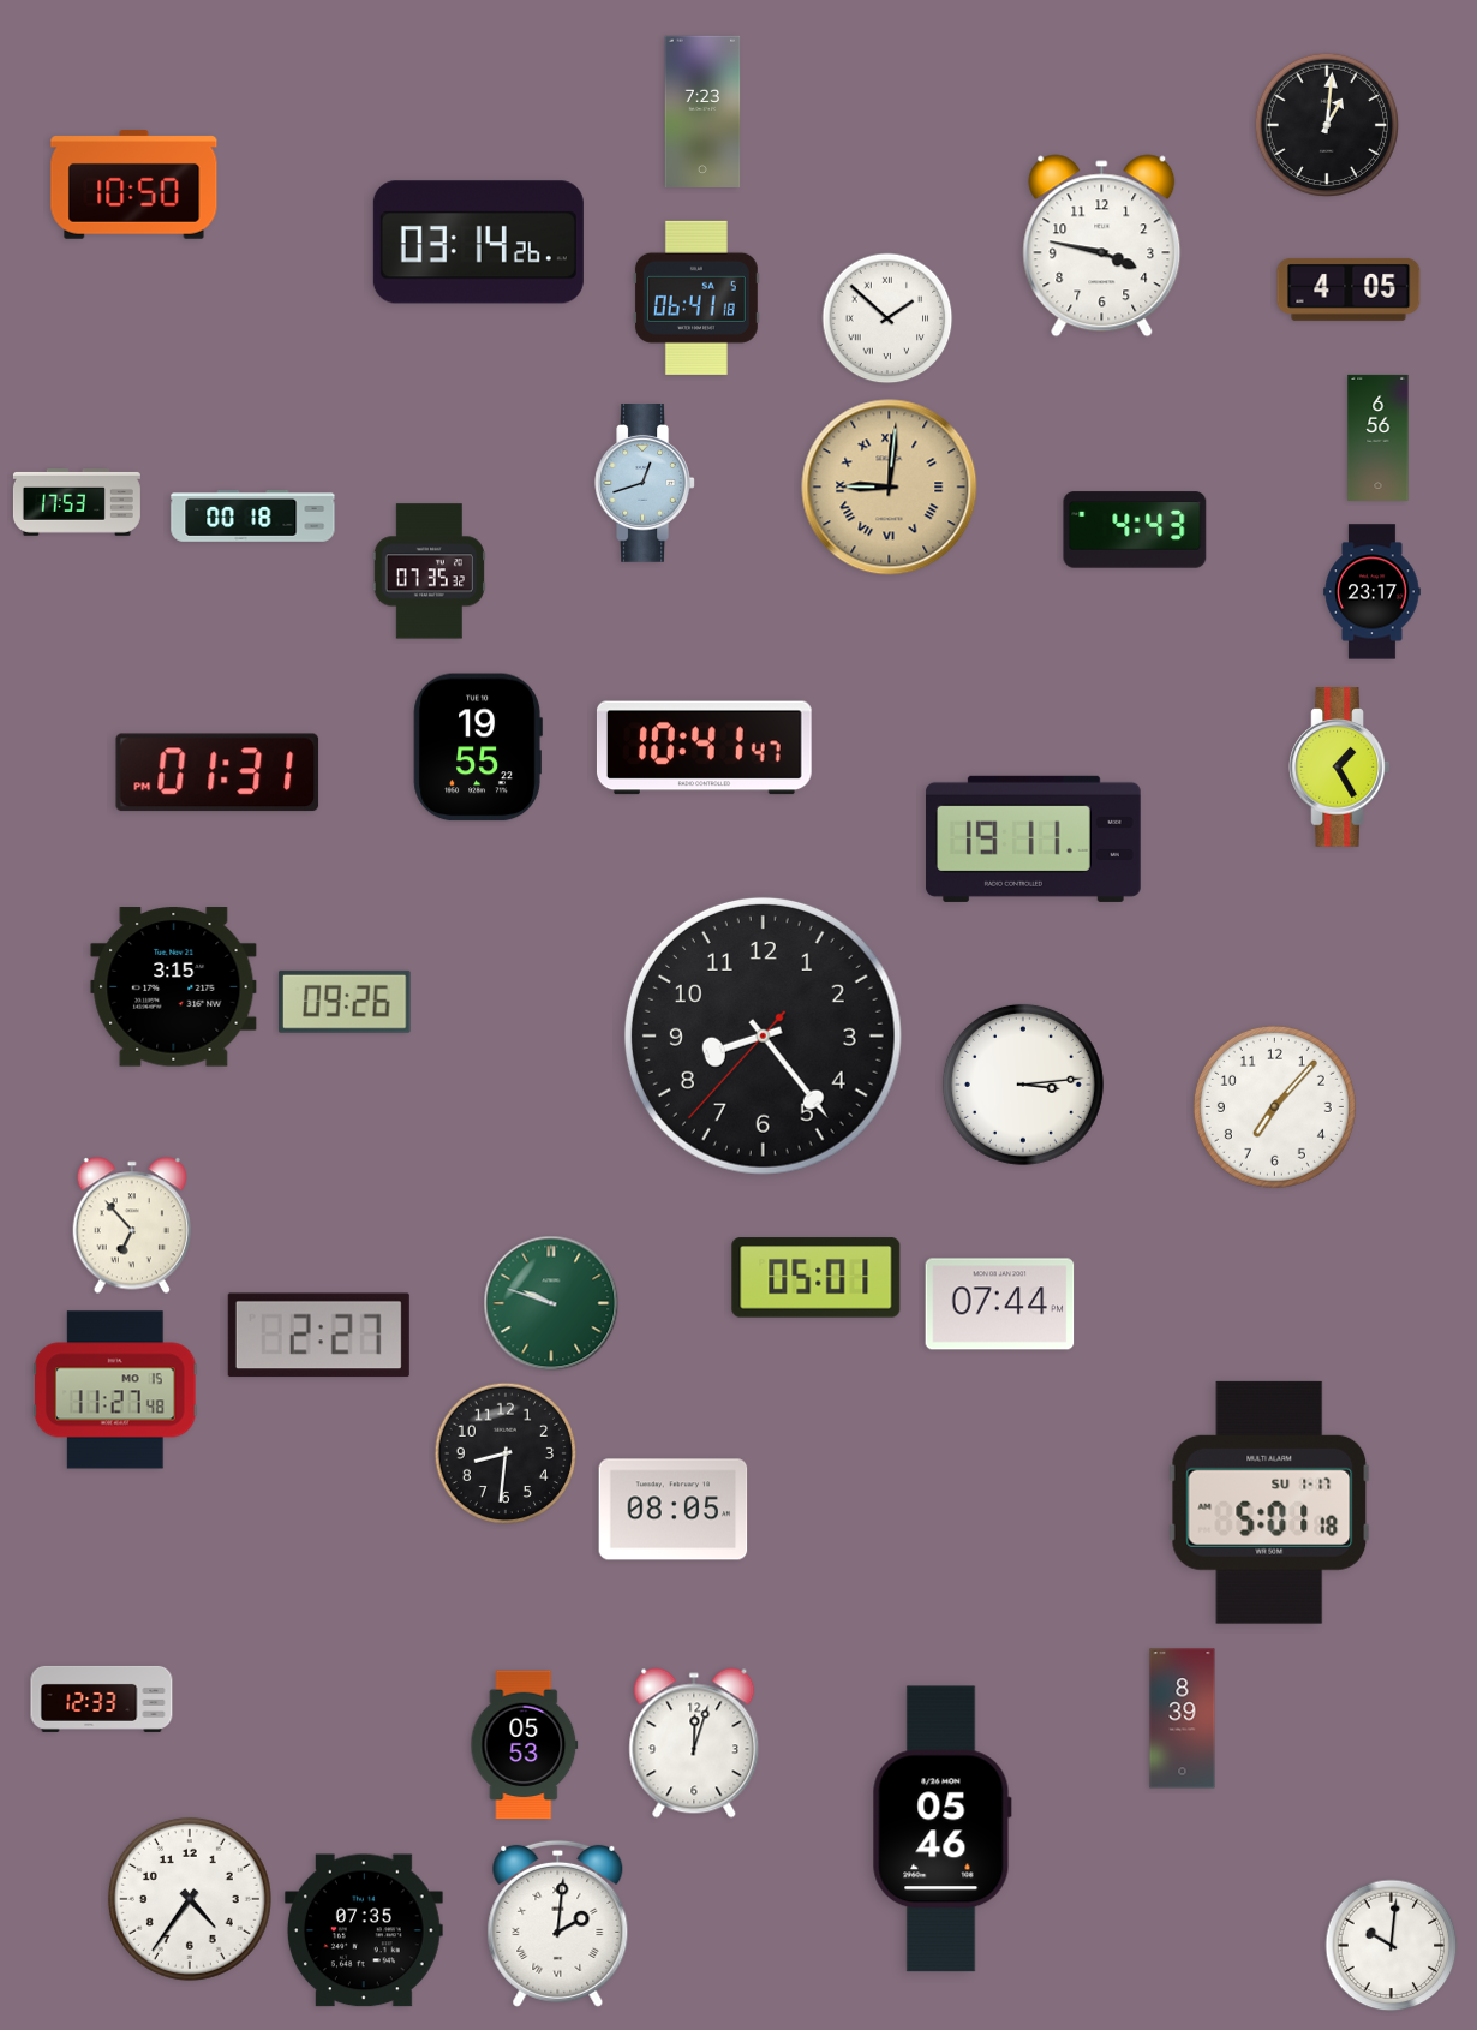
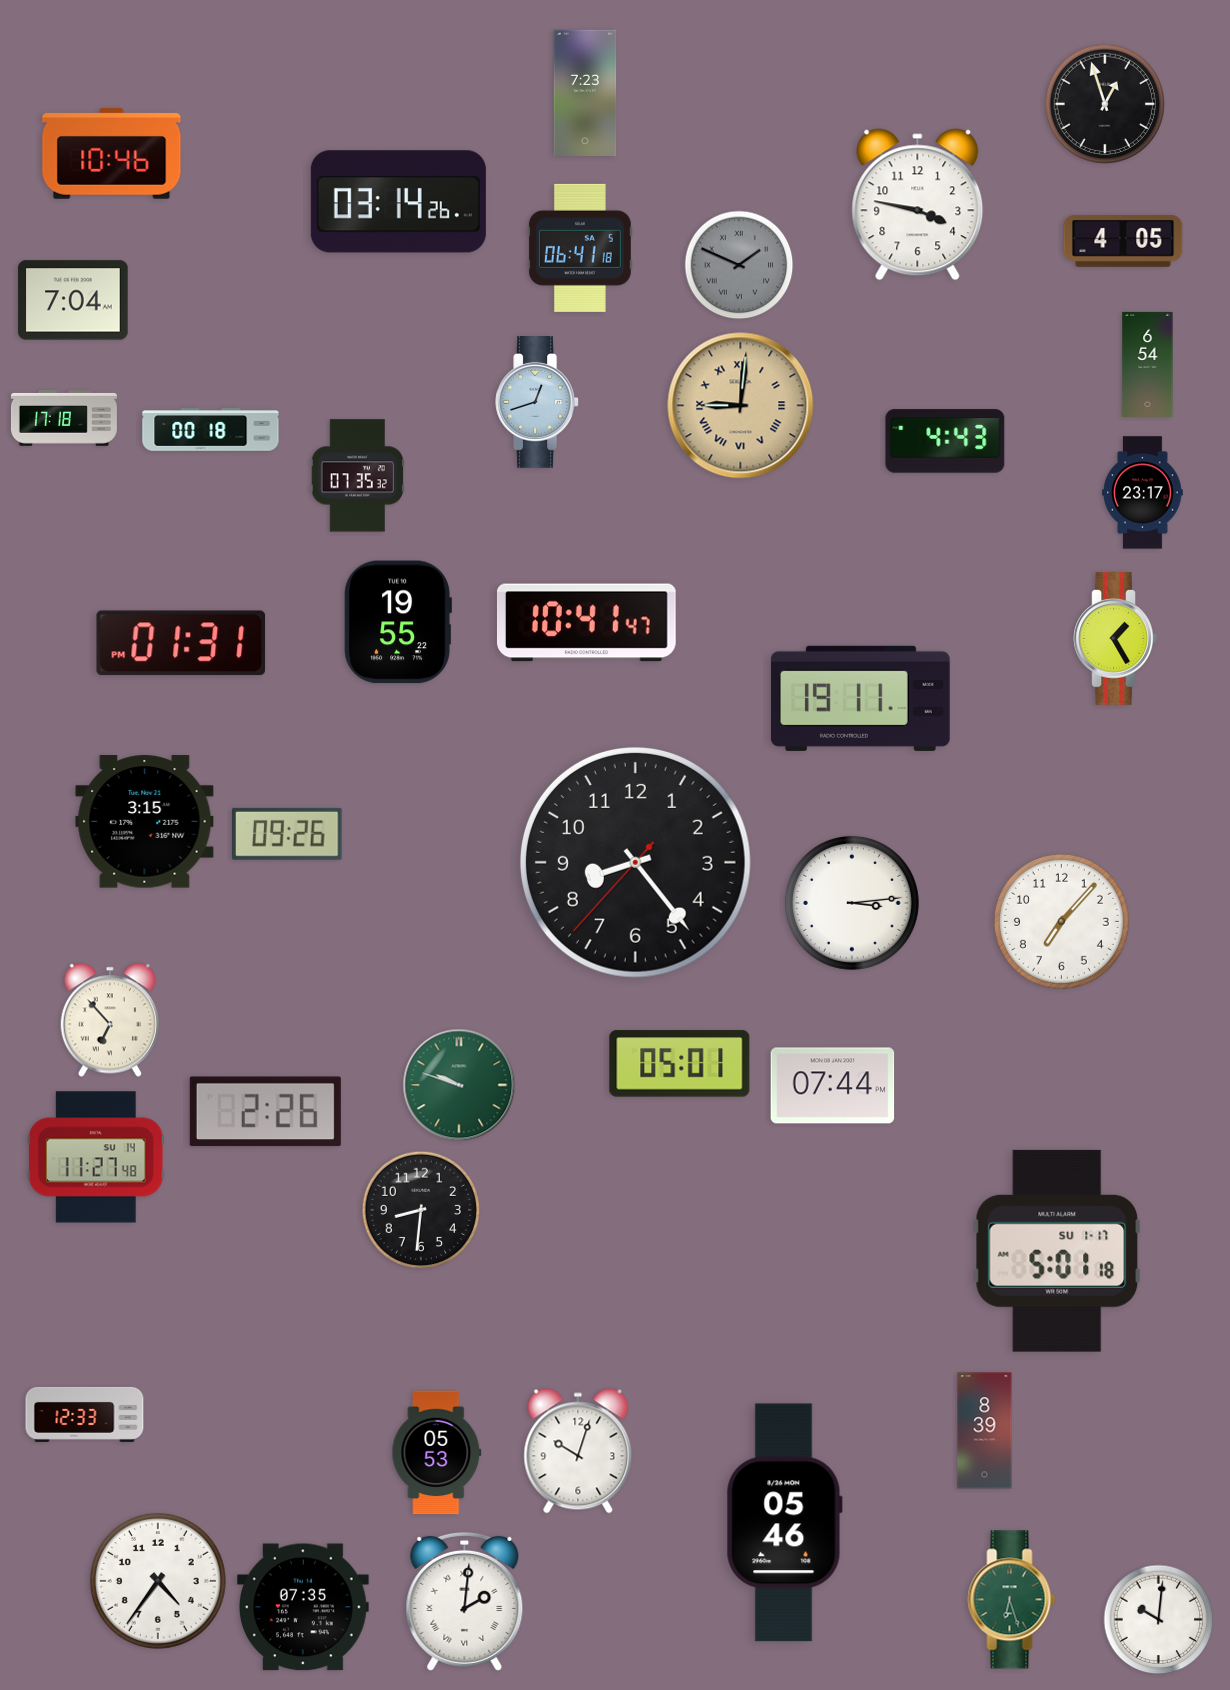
clock at (1326, 124): 1:01 -> 12:57
clock at (134, 185): 10:50 -> 10:46
clock at (887, 318): 1:52 -> 1:49
clock at (887, 318) dial: white -> grey
clock at (73, 300): none -> 7:04
clock at (1379, 437): 6:56 -> 6:54
clock at (77, 503): 17:53 -> 17:18
clock at (318, 1336): 2:27 -> 2:26
clock at (116, 1390) date: MO 15 -> SU 14
clock at (674, 1510): 08:05 -> none
clock at (694, 1743): 12:03 -> 10:03
clock at (1012, 1600): none -> 6:27
